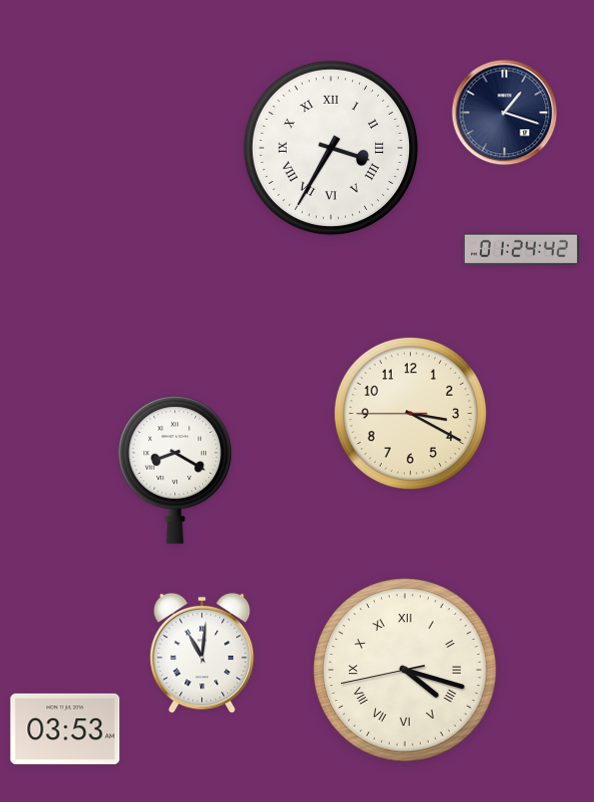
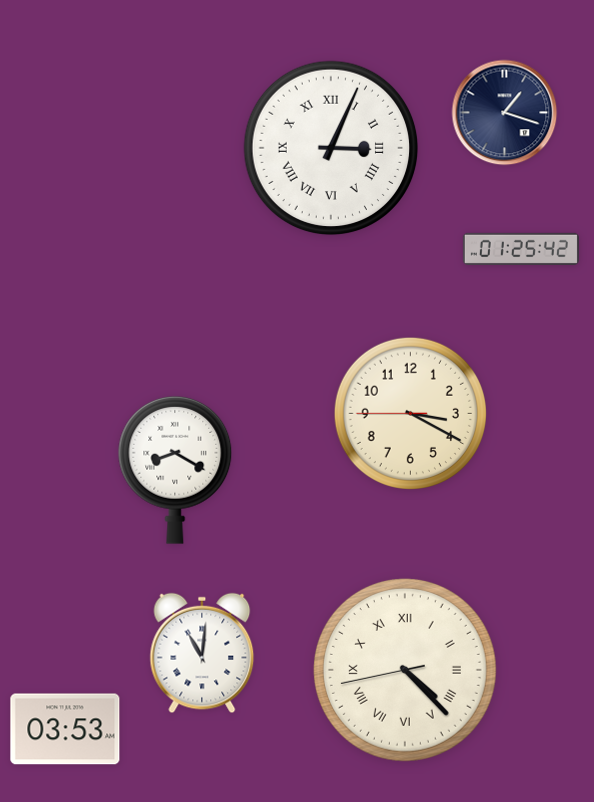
clock at (331, 148): 3:35 -> 3:04
clock at (521, 249): 01:24 -> 01:25
clock at (405, 670): 4:17 -> 4:22
